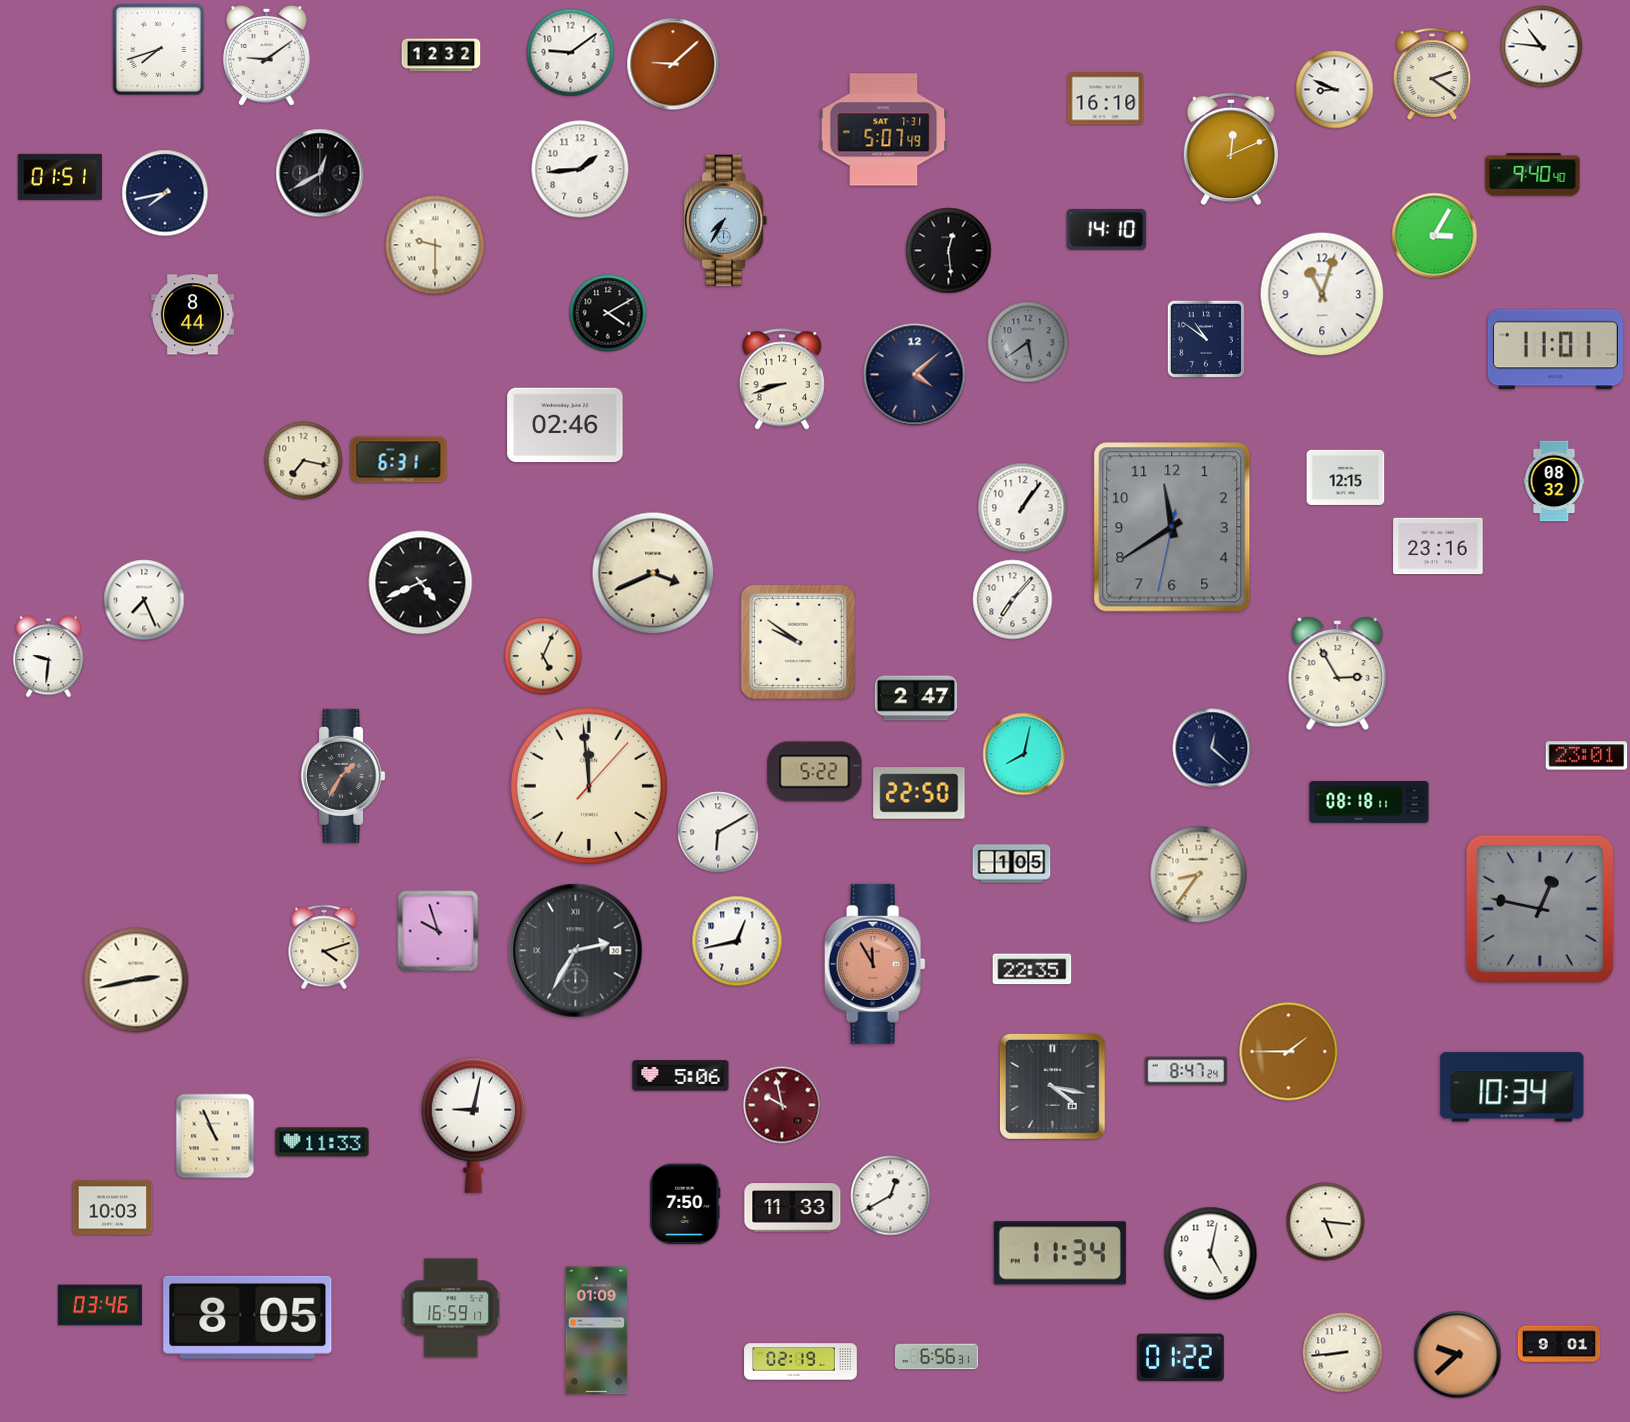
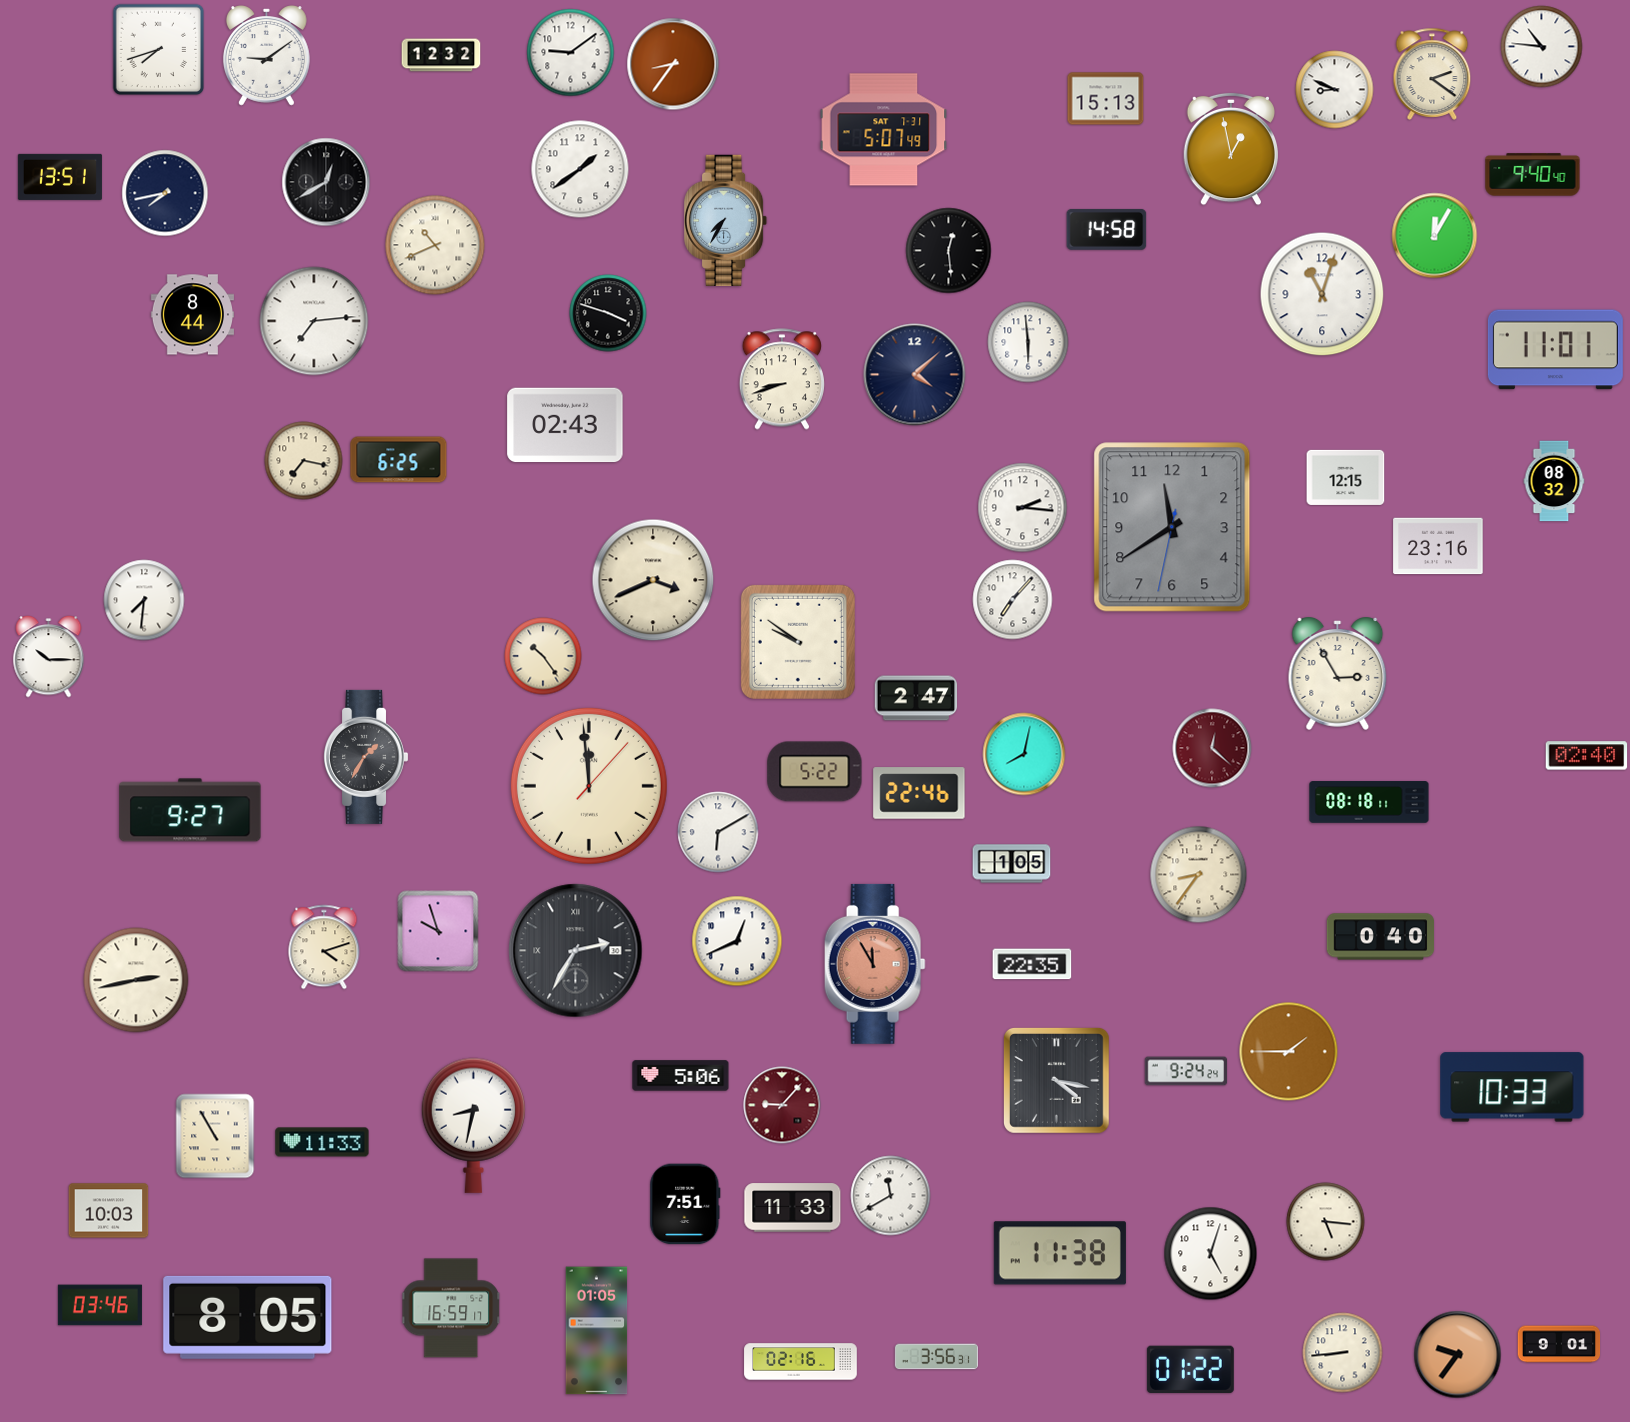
clock at (673, 64): 9:08 -> 8:36
clock at (1106, 99): 16:10 -> 15:13
clock at (1230, 149): 12:11 -> 12:58
clock at (580, 169): 1:44 -> 1:39
clock at (320, 173) position: (320, 173) -> (326, 182)
clock at (60, 177): 01:51 -> 13:51
clock at (1107, 229): 14:10 -> 14:58
clock at (1435, 236): 3:05 -> 12:05
clock at (435, 245): 9:30 -> 10:41
clock at (608, 313): 4:10 -> 3:48
clock at (314, 321): none -> 7:14
clock at (1205, 338): 10:51 -> none
clock at (1028, 342): 5:39 -> 5:59
clock at (1028, 342) dial: grey -> white
clock at (565, 425): 02:46 -> 02:43
clock at (399, 460): 6:31 -> 6:25
clock at (1023, 508): 1:06 -> 2:16
clock at (653, 573) position: (653, 573) -> (653, 580)
clock at (421, 583): 4:41 -> none
clock at (144, 600): 7:26 -> 7:31
clock at (543, 656): 5:04 -> 10:24
clock at (49, 657): 9:31 -> 10:15
clock at (1212, 748) dial: navy -> burgundy
clock at (1587, 756): 23:01 -> 02:40
clock at (343, 776) position: (343, 776) -> (366, 757)
clock at (919, 793): 22:50 -> 22:46
clock at (190, 810): none -> 9:27
clock at (1540, 909): 12:47 -> none
clock at (1380, 937): none -> 0:40
clock at (737, 941): 12:43 -> 12:41
clock at (1032, 969) position: (1032, 969) -> (1032, 964)
clock at (1186, 1071): 8:47 -> 9:24
clock at (1052, 1086) position: (1052, 1086) -> (1056, 1080)
clock at (1512, 1087): 10:34 -> 10:33
clock at (782, 1105): 9:58 -> 9:07
clock at (473, 1125): 9:02 -> 8:32
clock at (215, 1136): 10:56 -> 10:55
clock at (891, 1196): 12:40 -> 11:40
clock at (685, 1204): 7:50 -> 7:51
clock at (113, 1208) position: (113, 1208) -> (109, 1211)
clock at (1060, 1253): 11:34 -> 11:38
clock at (1211, 1254): 5:02 -> 5:03
clock at (597, 1331): 01:09 -> 01:05
clock at (1458, 1355): 9:38 -> 9:36
clock at (936, 1357): 6:56 -> 3:56
clock at (1180, 1357) position: (1180, 1357) -> (1190, 1369)
clock at (801, 1362): 02:19 -> 02:16
